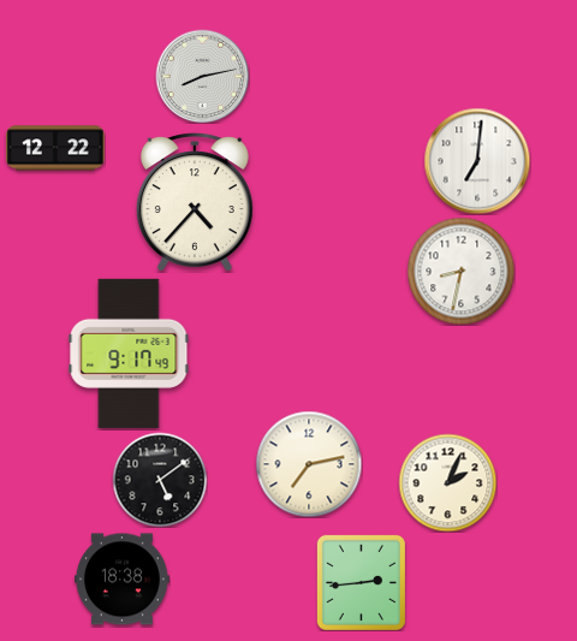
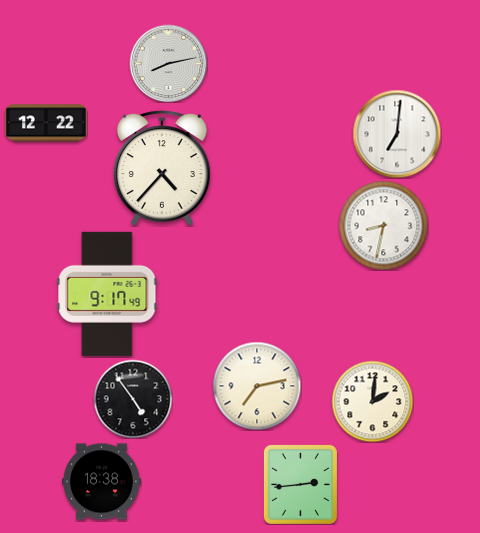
clock at (160, 480): 5:09 -> 4:54
clock at (447, 482): 2:04 -> 2:01
